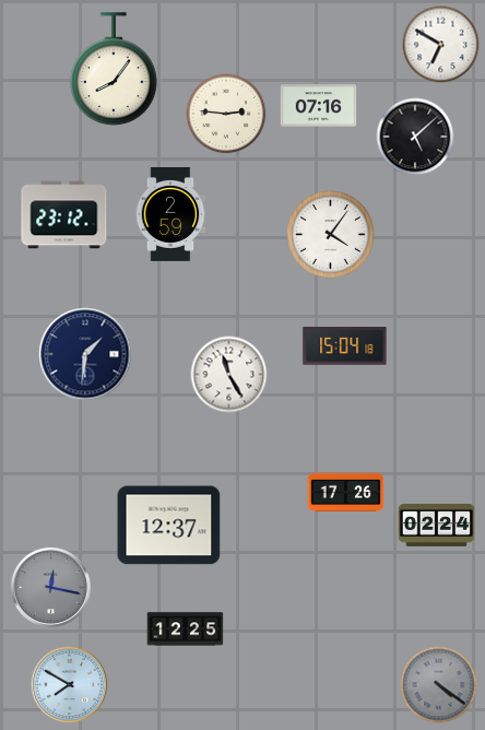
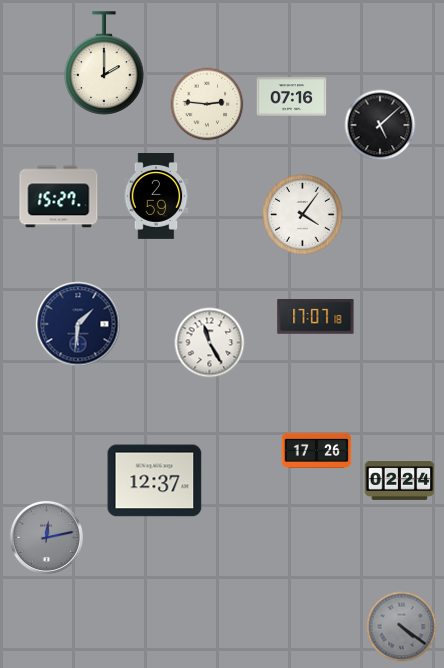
clock at (441, 45): 6:50 -> none
clock at (114, 69): 8:06 -> 2:00
clock at (64, 215): 23:12 -> 15:27
clock at (345, 346): 15:04 -> 17:07
clock at (50, 587): 12:17 -> 12:13
clock at (186, 629): 12:25 -> none
clock at (70, 685): 7:50 -> none
